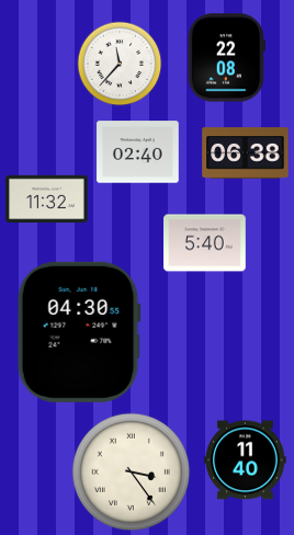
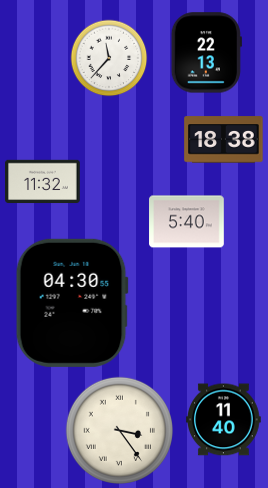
clock at (226, 58): 22:08 -> 22:13
clock at (138, 152): 02:40 -> none
clock at (246, 153): 06:38 -> 18:38
